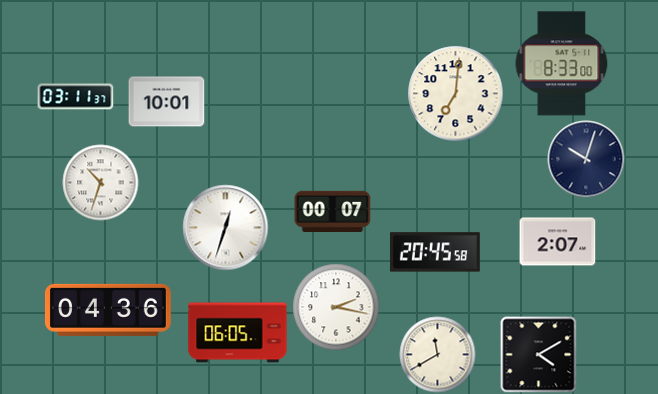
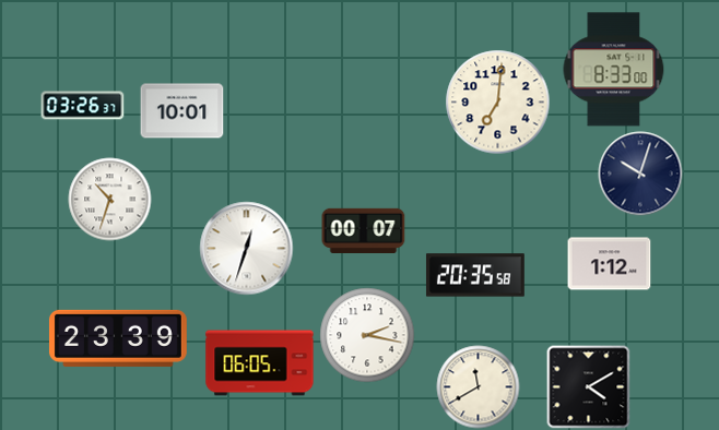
clock at (76, 97): 03:11 -> 03:26
clock at (558, 242): 2:07 -> 1:12
clock at (435, 252): 20:45 -> 20:35
clock at (108, 310): 04:36 -> 23:39
